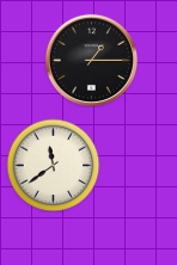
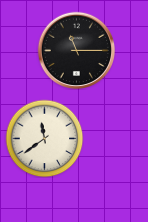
clock at (91, 60): 1:15 -> 11:15
